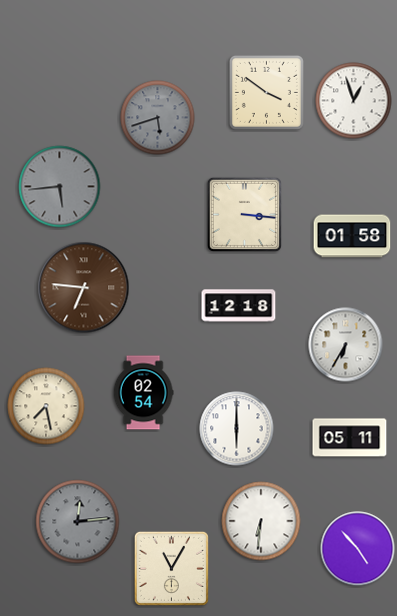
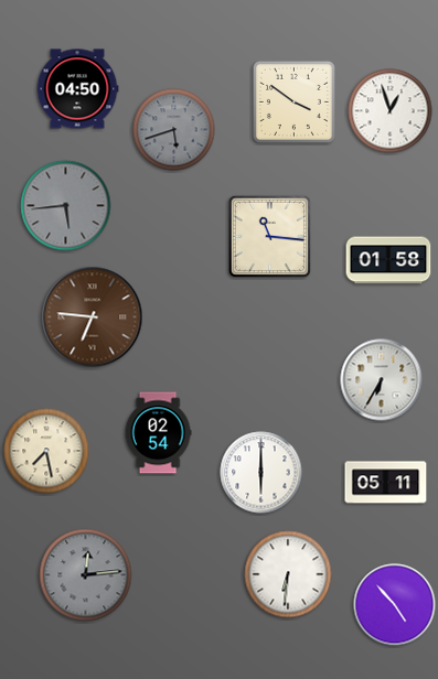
clock at (77, 89): none -> 04:50
clock at (244, 214): 3:16 -> 11:16
clock at (239, 306): 12:18 -> none
clock at (46, 406) position: (46, 406) -> (46, 451)
clock at (171, 568): 11:05 -> none
